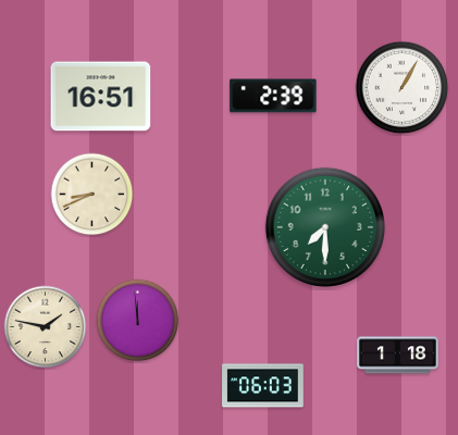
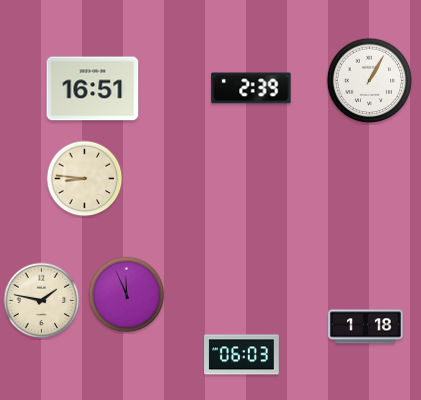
clock at (92, 195): 8:41 -> 8:46
clock at (325, 227): 7:30 -> none
clock at (138, 321): 11:59 -> 11:56
